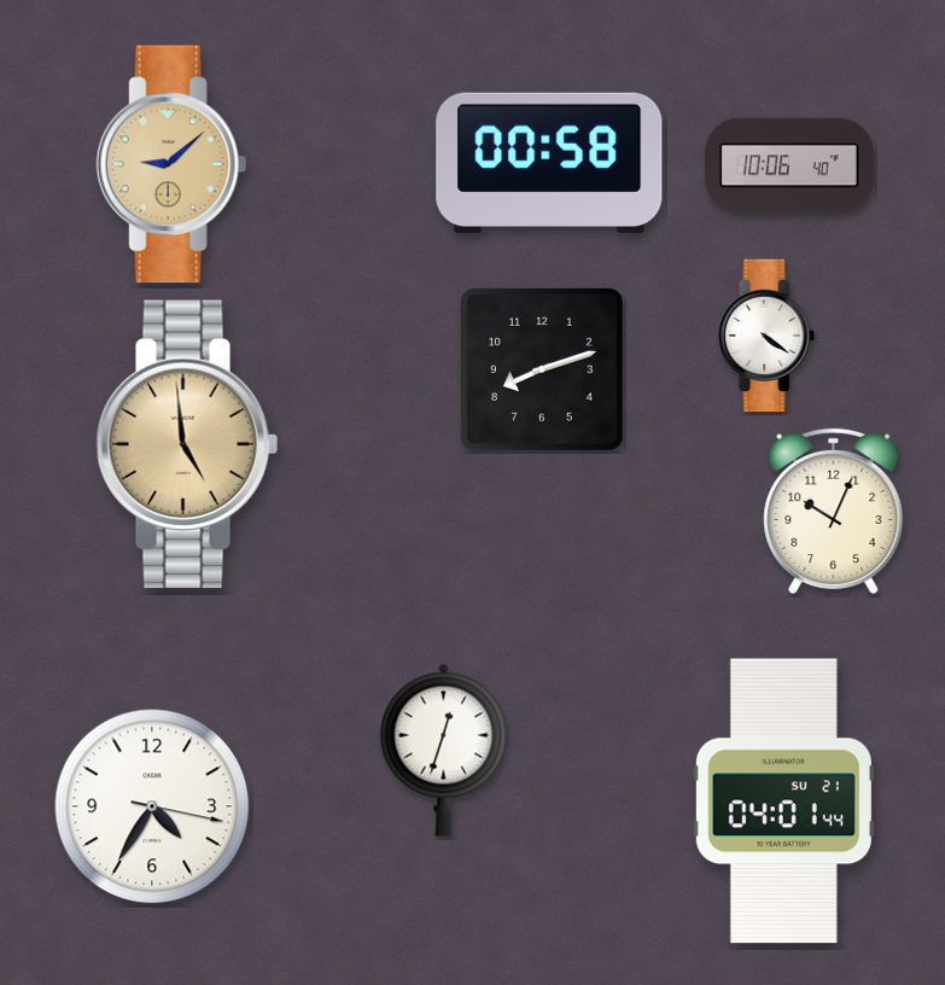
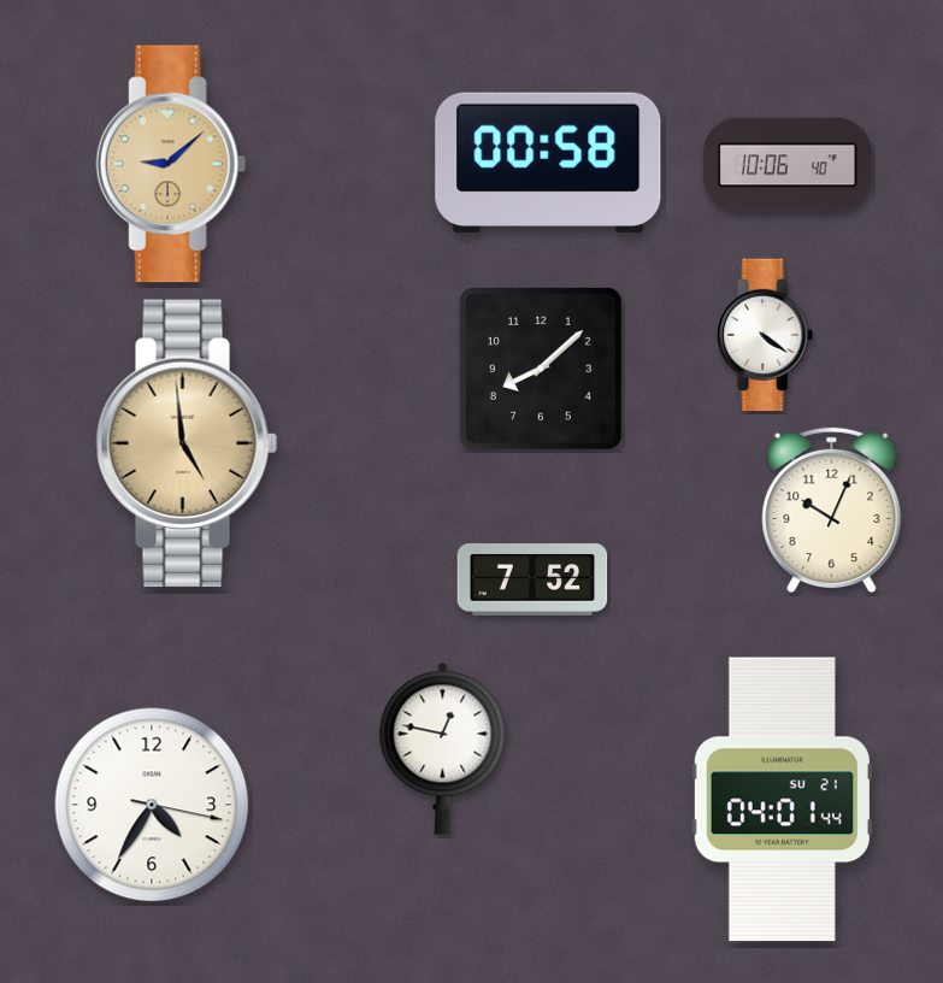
clock at (543, 371): 8:12 -> 8:08
clock at (532, 579): none -> 7:52
clock at (444, 750): 12:33 -> 12:47
